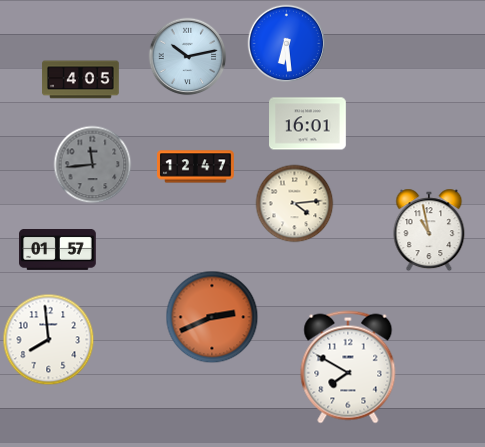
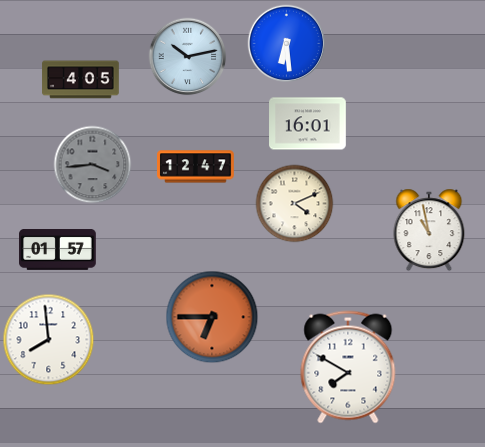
clock at (92, 164): 11:44 -> 3:44
clock at (294, 203): 4:14 -> 4:11
clock at (212, 317): 2:41 -> 6:45
